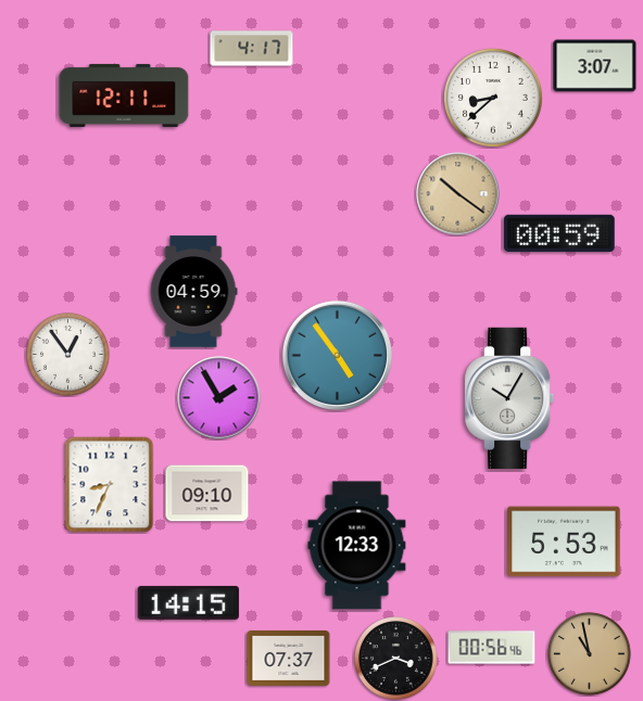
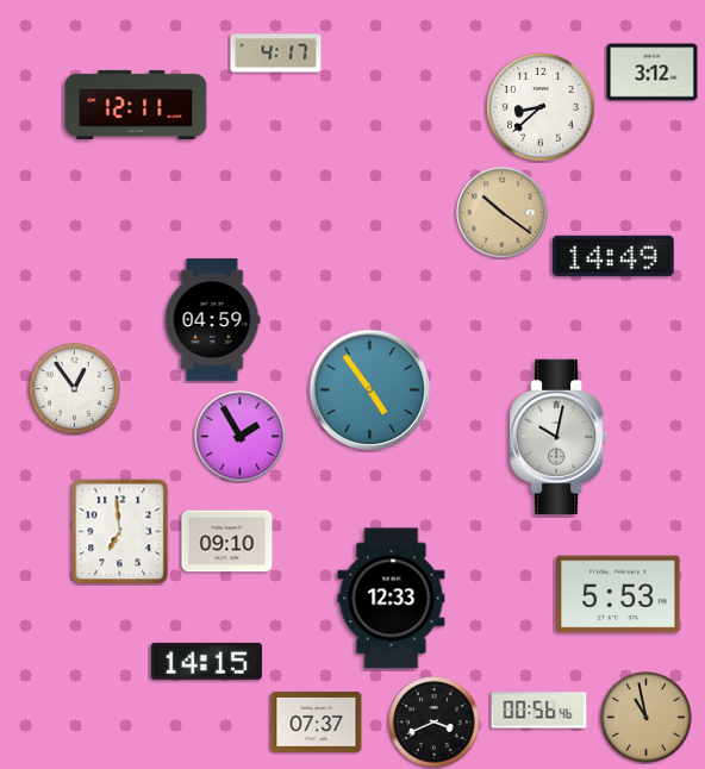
clock at (595, 66): 3:07 -> 3:12
clock at (559, 233): 00:59 -> 14:49
clock at (509, 398): 10:05 -> 10:02
clock at (110, 485): 8:34 -> 6:59
